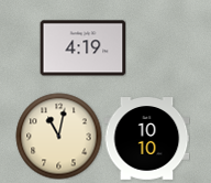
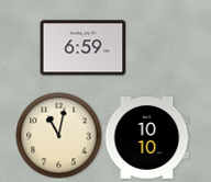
clock at (82, 49): 4:19 -> 6:59
